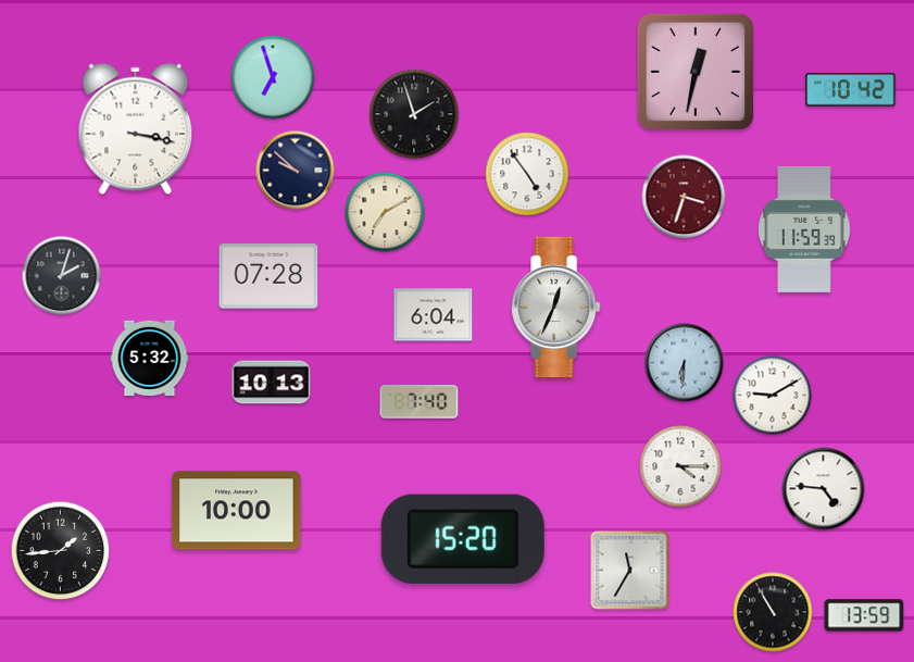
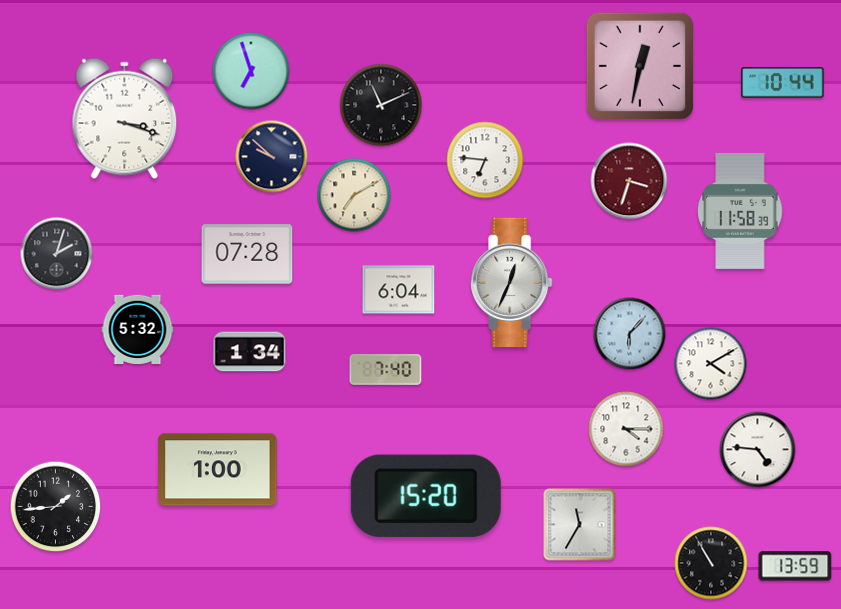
clock at (851, 90): 10:42 -> 10:44
clock at (414, 114): 1:57 -> 11:11
clock at (136, 129): 3:17 -> 3:18
clock at (527, 174): 4:54 -> 6:46
clock at (804, 229): 11:59 -> 11:58
clock at (685, 363): 6:31 -> 6:07
clock at (272, 383): 10:13 -> 1:34
clock at (773, 396): 9:10 -> 4:10
clock at (237, 511): 10:00 -> 1:00
